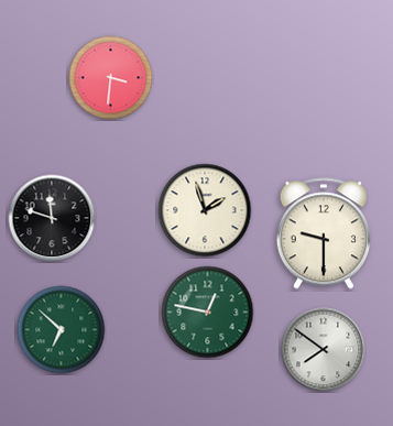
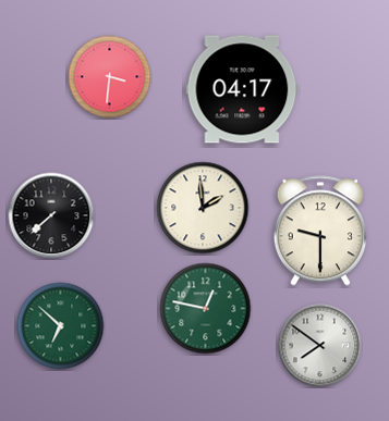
clock at (242, 89): none -> 04:17
clock at (205, 210): 1:57 -> 1:59
clock at (52, 218): 11:48 -> 7:38
